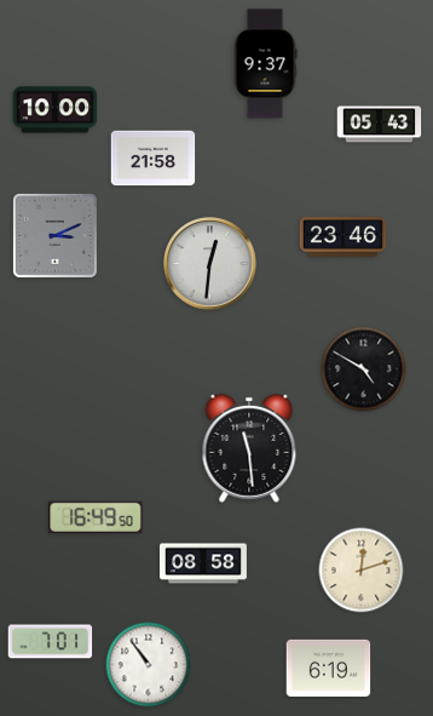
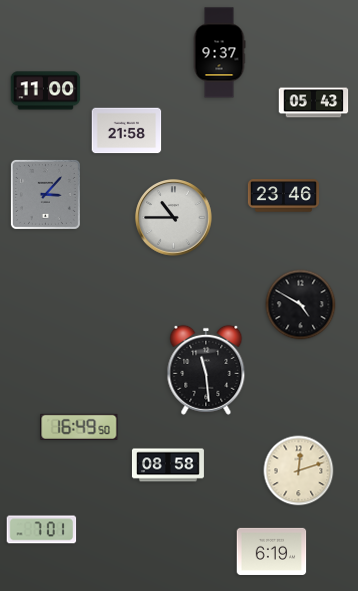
clock at (56, 110): 10:00 -> 11:00
clock at (54, 235): 3:11 -> 3:07
clock at (210, 264): 12:31 -> 10:45
clock at (149, 665): 10:54 -> none
